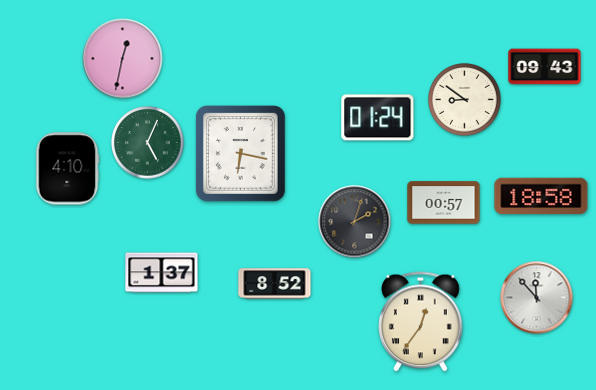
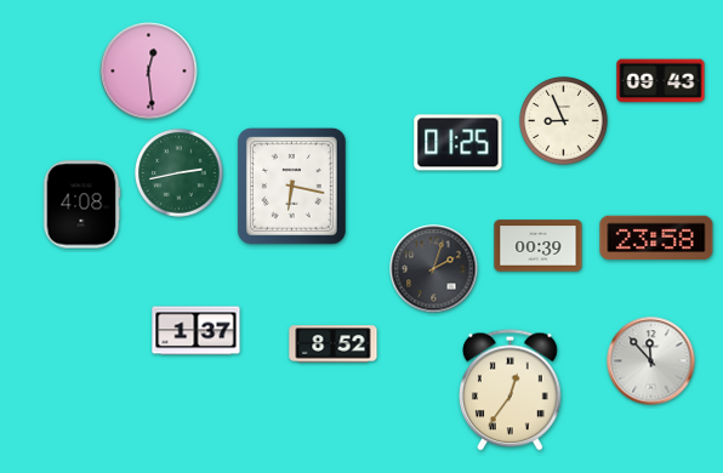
clock at (123, 59): 12:32 -> 12:29
clock at (465, 100): 8:51 -> 8:56
clock at (378, 118): 01:24 -> 01:25
clock at (148, 143): 5:04 -> 2:43
clock at (67, 169): 4:10 -> 4:08
clock at (541, 196): 18:58 -> 23:58
clock at (444, 203): 00:57 -> 00:39
clock at (355, 222) position: (355, 222) -> (434, 269)
